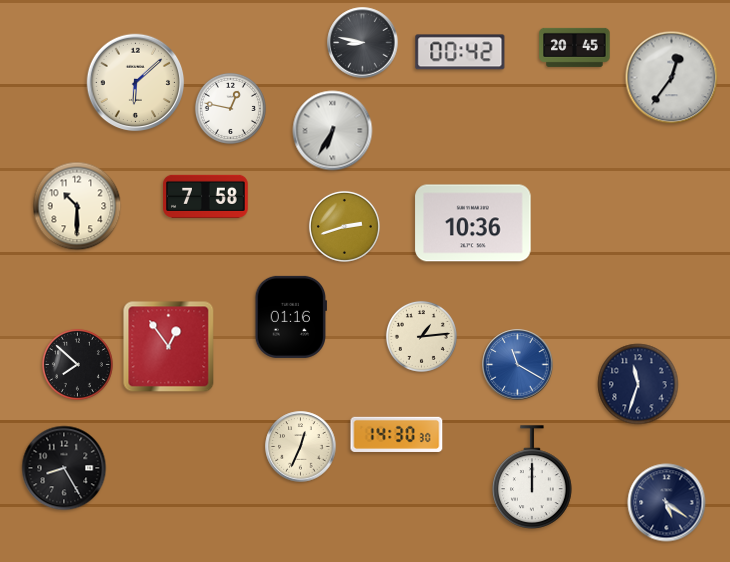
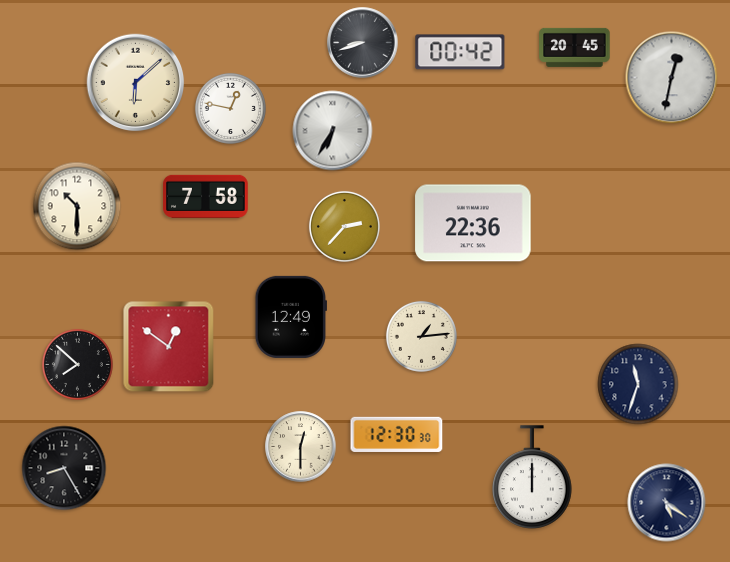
clock at (363, 43): 8:47 -> 8:42
clock at (672, 78): 12:36 -> 12:32
clock at (473, 223): 10:36 -> 22:36
clock at (344, 226): 2:42 -> 2:37
clock at (290, 317): 01:16 -> 12:49
clock at (169, 347): 12:54 -> 12:51
clock at (518, 365): 11:20 -> none
clock at (397, 434): 14:30 -> 12:30
clock at (301, 447): 12:34 -> 12:30
